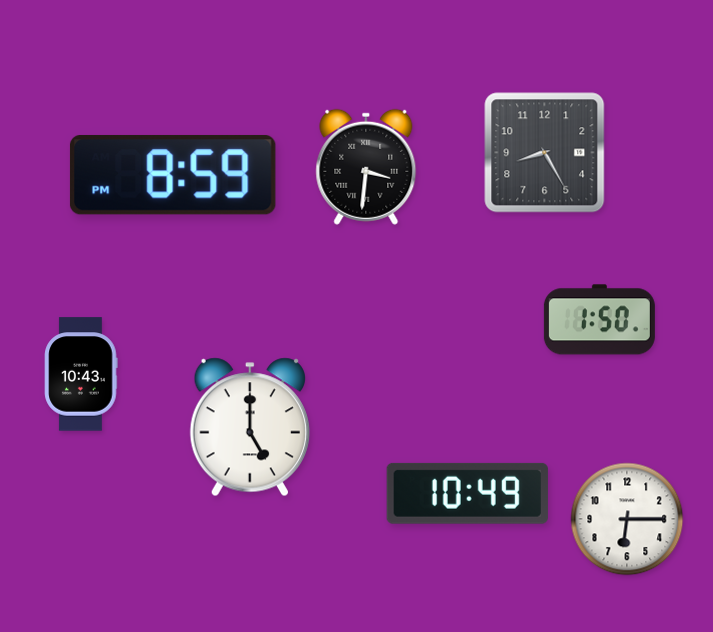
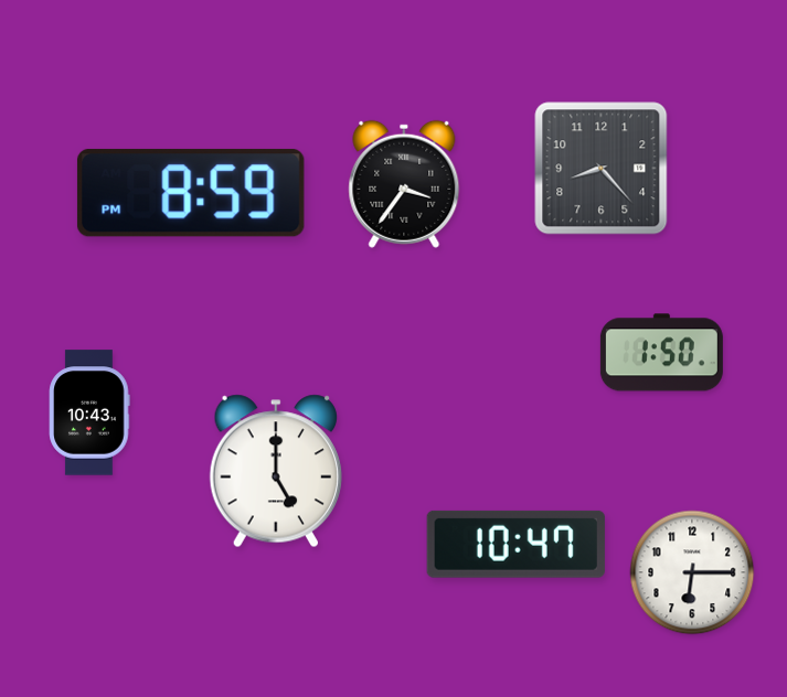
clock at (545, 153): 8:25 -> 8:23
clock at (366, 167): 3:31 -> 3:36
clock at (467, 493): 10:49 -> 10:47
